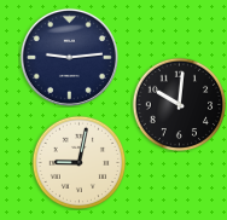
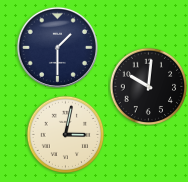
clock at (69, 57): 9:14 -> 1:30
clock at (78, 162): 9:02 -> 3:02
